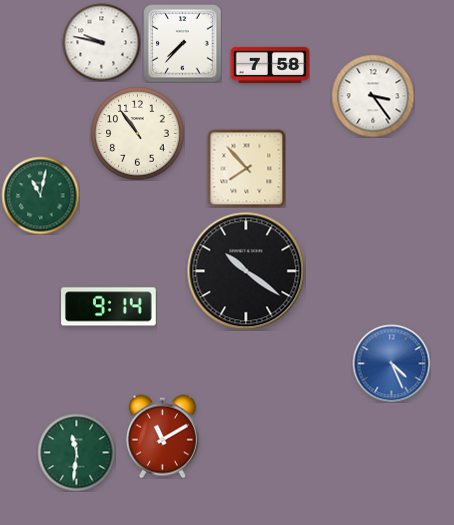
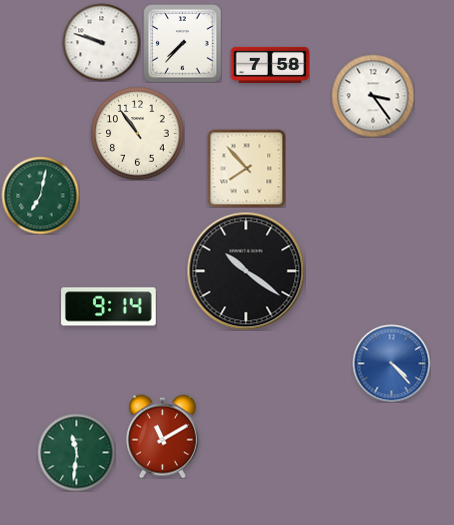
clock at (101, 42): 9:47 -> 9:48
clock at (40, 195): 11:02 -> 7:02
clock at (391, 363): 4:26 -> 4:23
